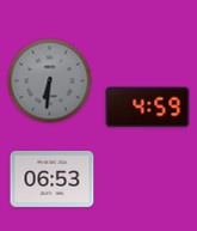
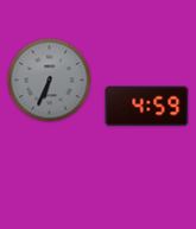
clock at (50, 81): 6:31 -> 6:34
clock at (53, 178): 06:53 -> none
